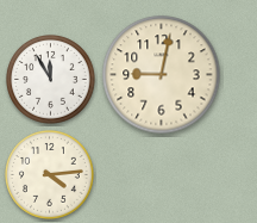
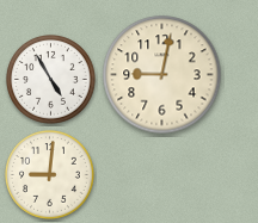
clock at (51, 80): 11:55 -> 4:55
clock at (50, 175): 4:14 -> 9:01
